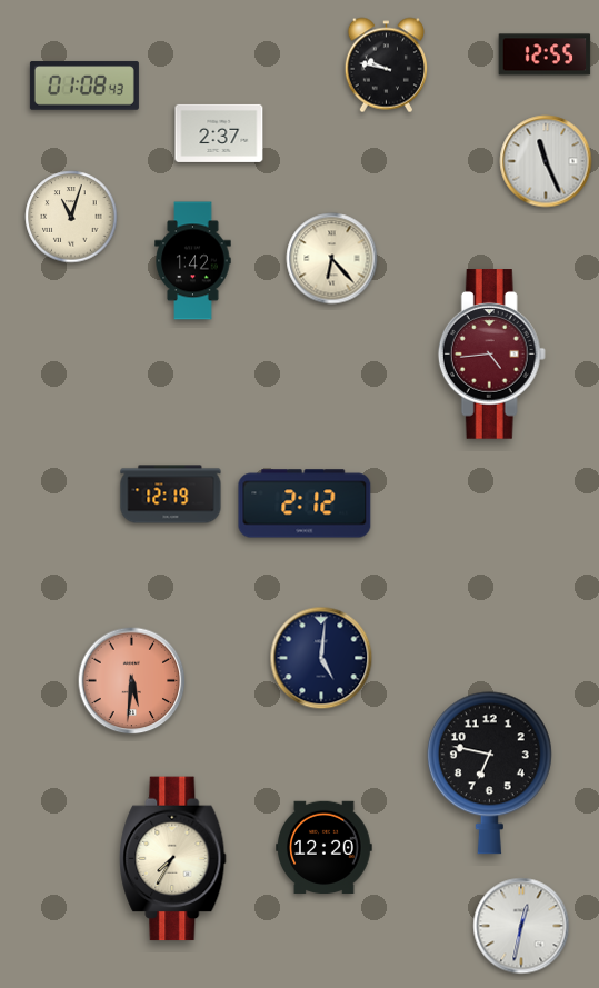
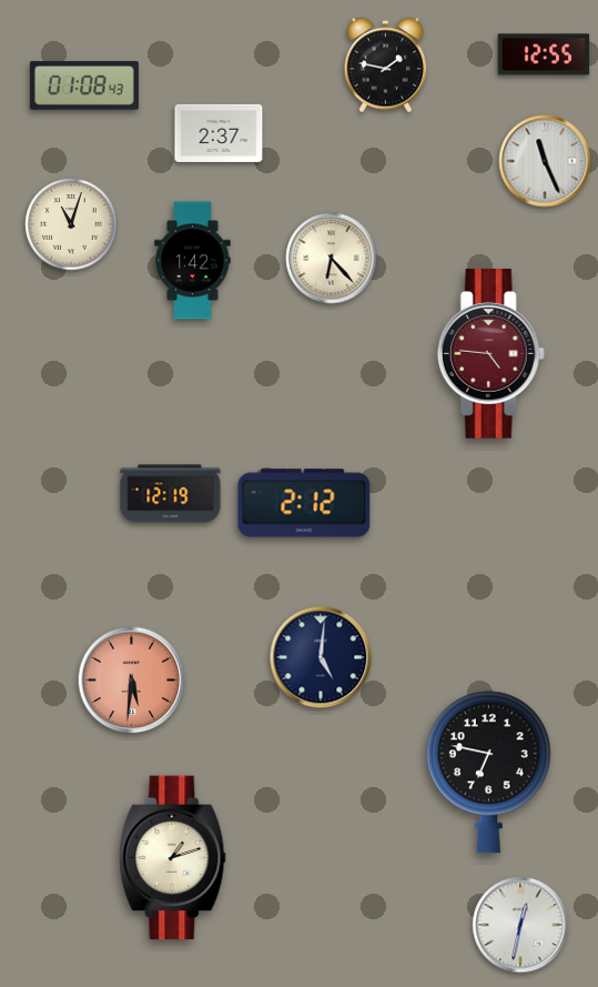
clock at (386, 66): 9:47 -> 1:47
clock at (71, 217) position: (71, 217) -> (71, 224)
clock at (491, 355): 4:44 -> 4:46
clock at (325, 848): 12:20 -> none
clock at (173, 859): 7:35 -> 1:12
